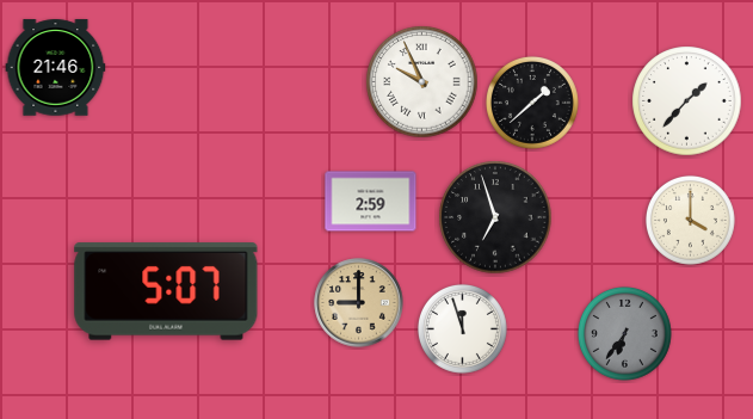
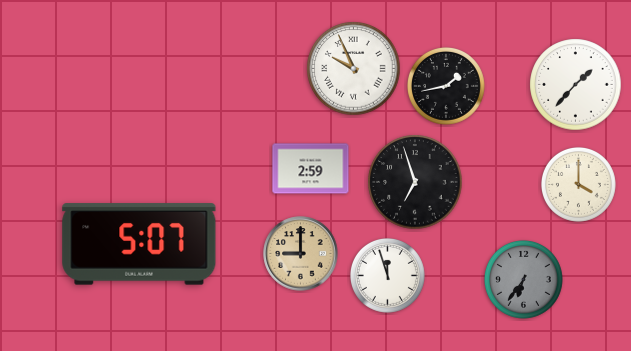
clock at (56, 68): 21:46 -> none
clock at (532, 103): 1:38 -> 1:43
